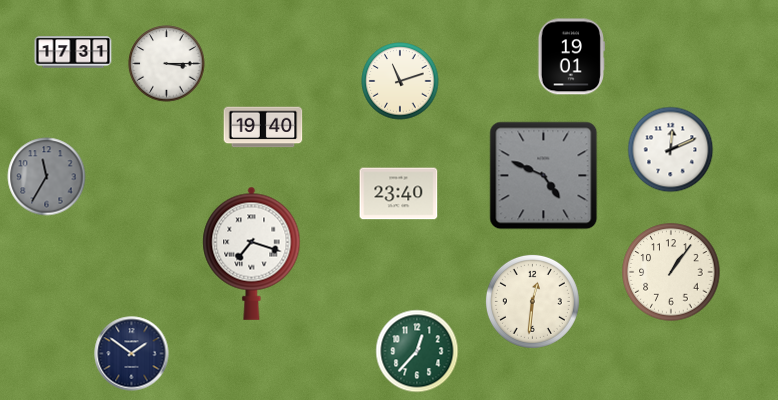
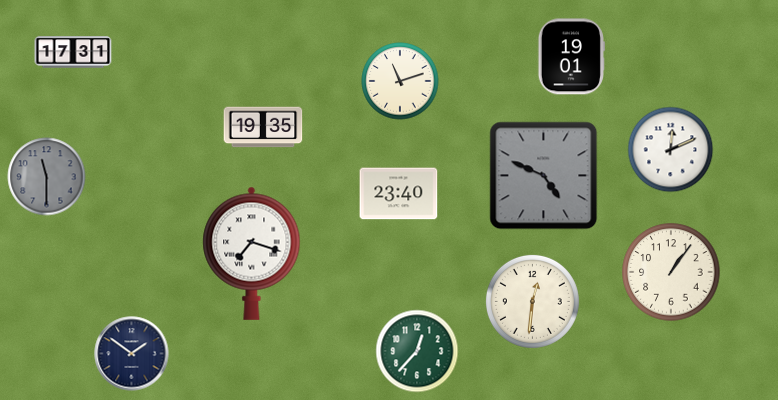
clock at (167, 64): 3:15 -> none
clock at (263, 127): 19:40 -> 19:35
clock at (47, 177): 11:35 -> 11:30
